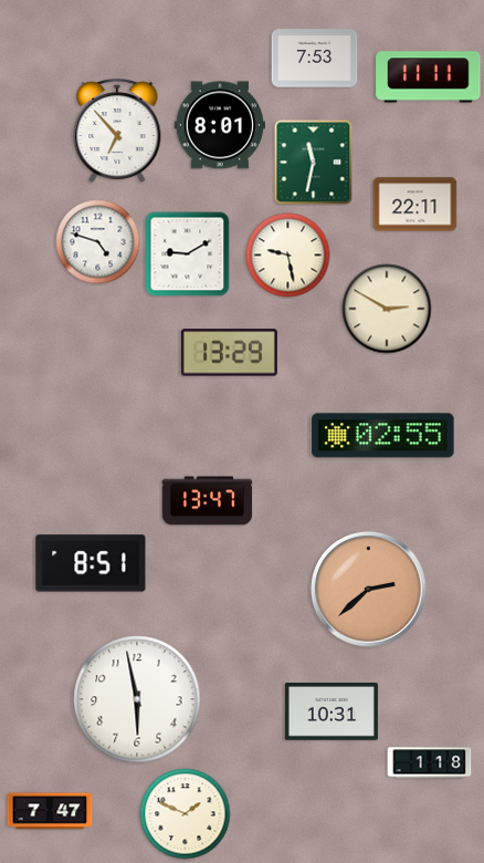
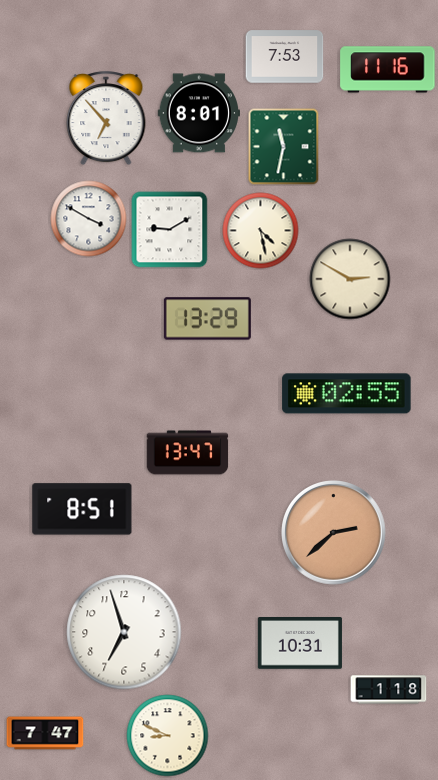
clock at (315, 59) position: (315, 59) -> (285, 57)
clock at (429, 77): 11:11 -> 11:16
clock at (415, 205): 22:11 -> none
clock at (98, 242): 4:48 -> 3:50
clock at (288, 256): 9:28 -> 4:28
clock at (137, 699): 5:58 -> 6:57
clock at (186, 814): 1:49 -> 8:49
